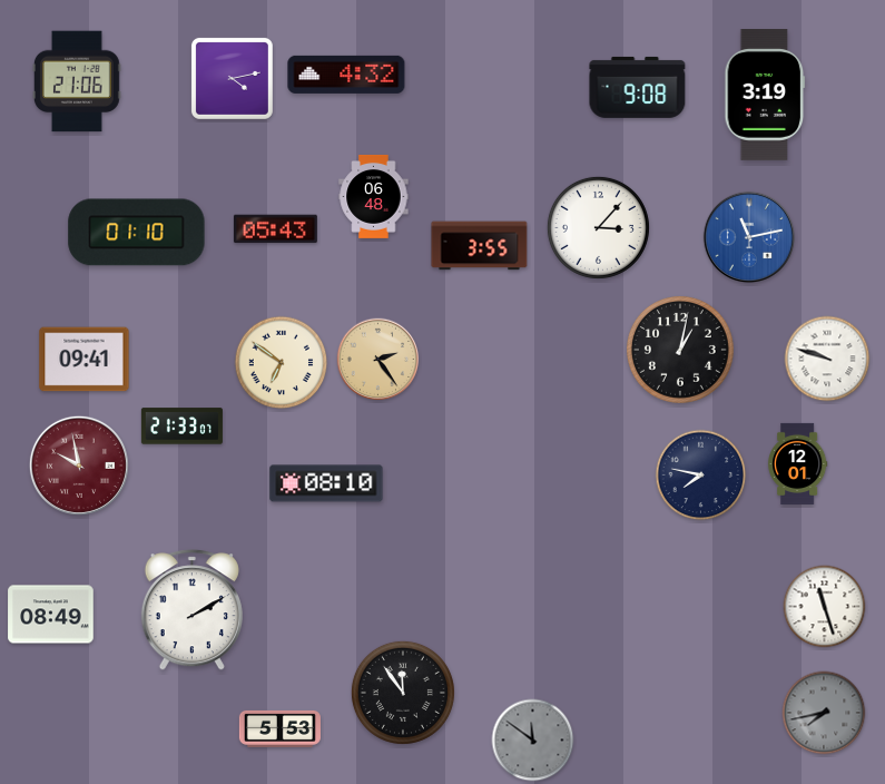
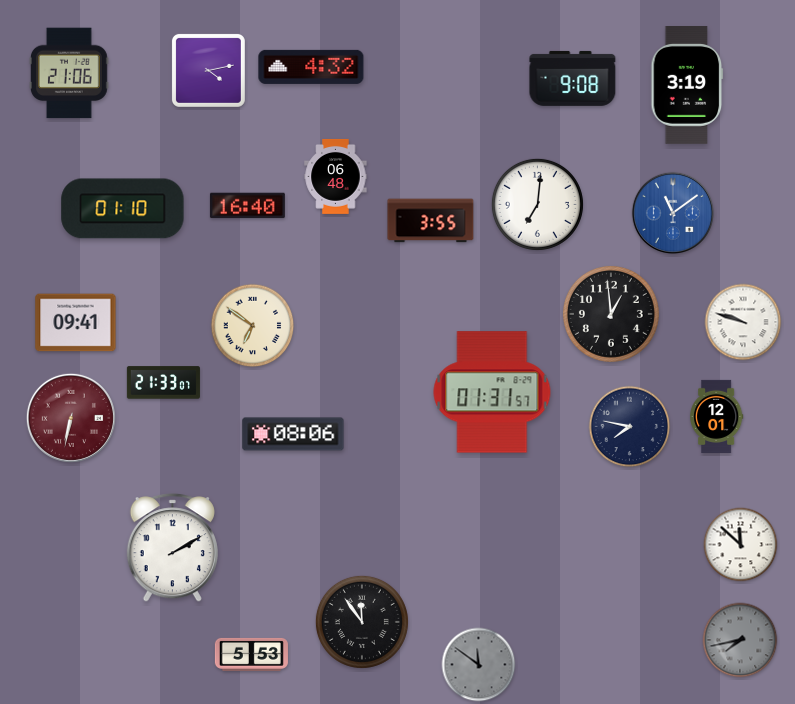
clock at (598, 227): 3:07 -> 7:01
clock at (275, 229): 05:43 -> 16:40
clock at (748, 236): 11:13 -> 11:09
clock at (680, 350): 1:02 -> 12:59
clock at (378, 360): 2:24 -> none
clock at (492, 392): none -> 01:31
clock at (79, 465): 9:58 -> 6:32
clock at (326, 483): 08:10 -> 08:06
clock at (825, 607): 11:27 -> 11:52
clock at (51, 615): 08:49 -> none
